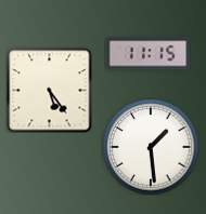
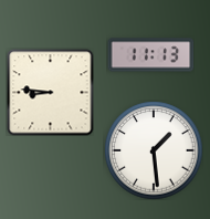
clock at (147, 54): 11:15 -> 11:13
clock at (49, 90): 5:24 -> 8:46
